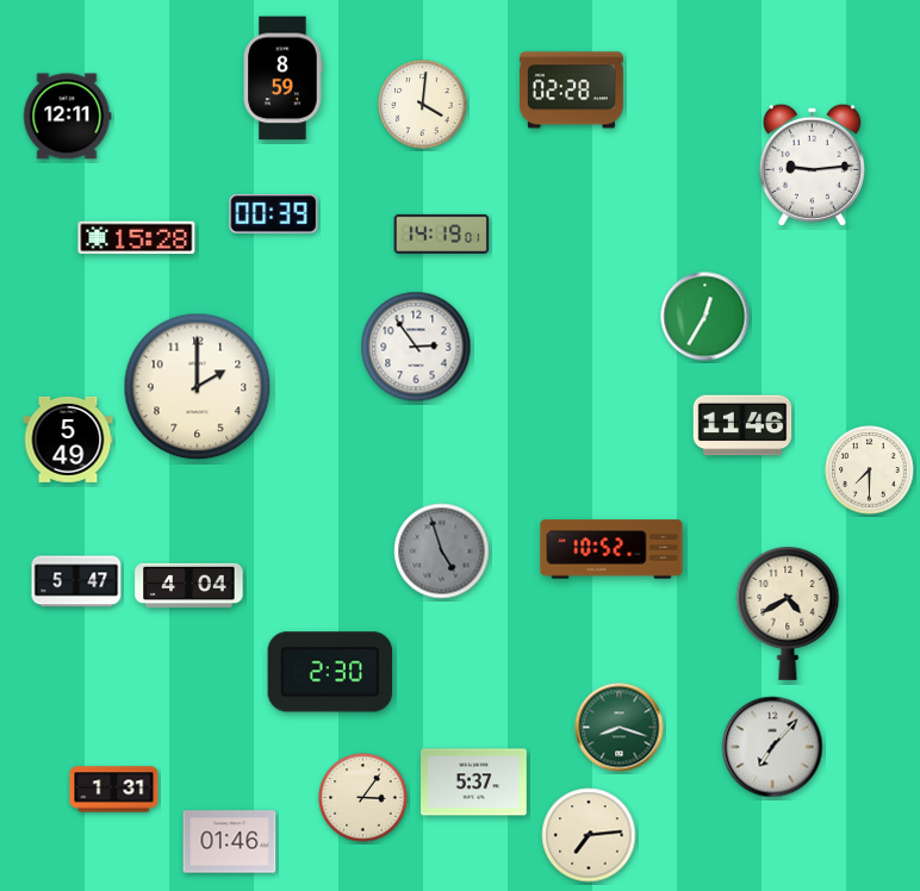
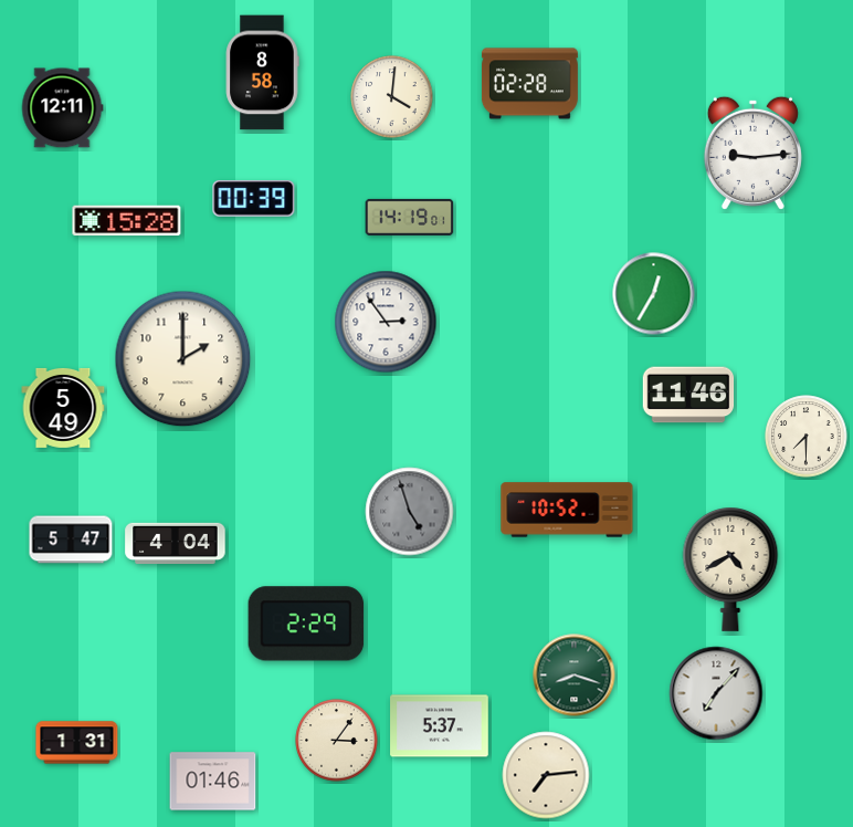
clock at (282, 79): 8:59 -> 8:58
clock at (330, 672): 2:30 -> 2:29
clock at (114, 790) position: (114, 790) -> (77, 743)
